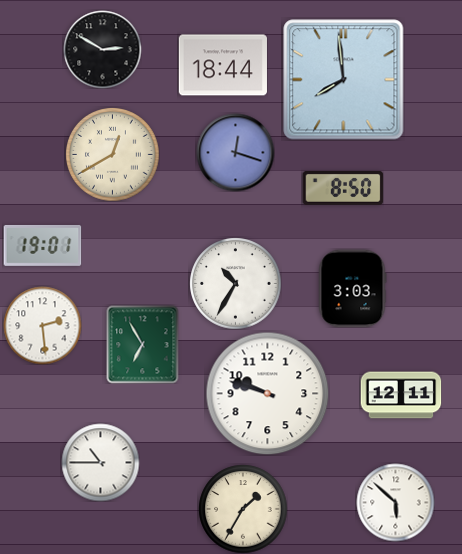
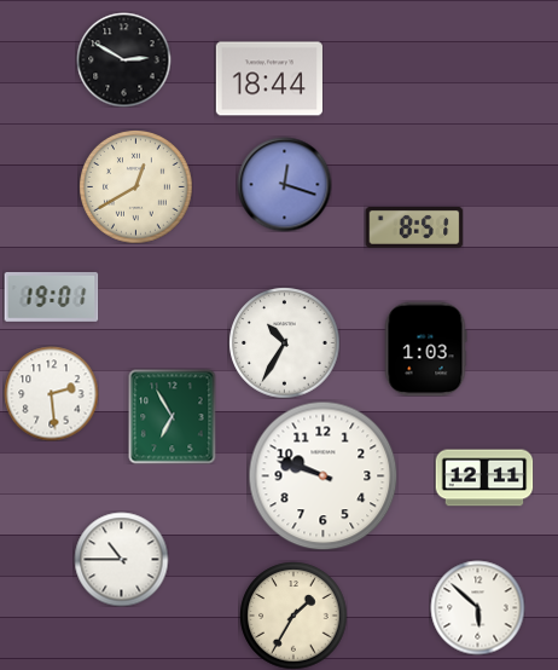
clock at (344, 80): 7:59 -> none
clock at (343, 188): 8:50 -> 8:51
clock at (352, 288): 3:03 -> 1:03
